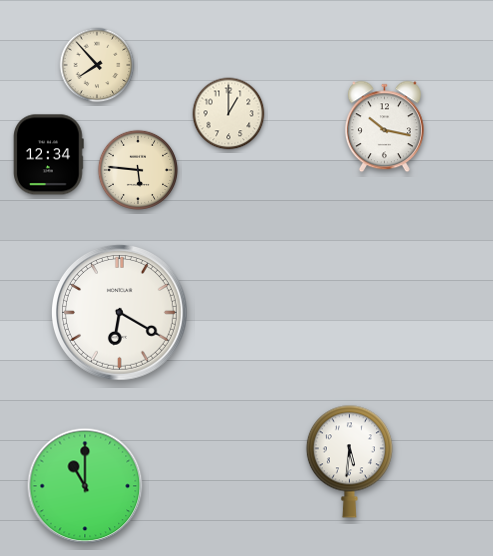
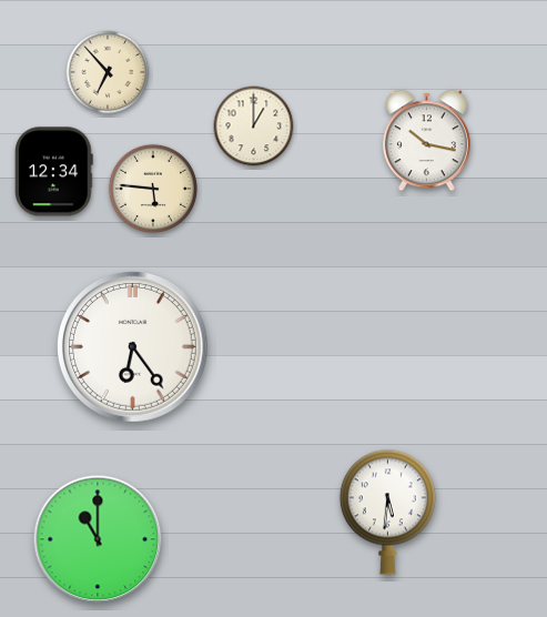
clock at (97, 65): 7:53 -> 6:53
clock at (119, 312): 6:20 -> 6:24
clock at (85, 486) position: (85, 486) -> (98, 539)
